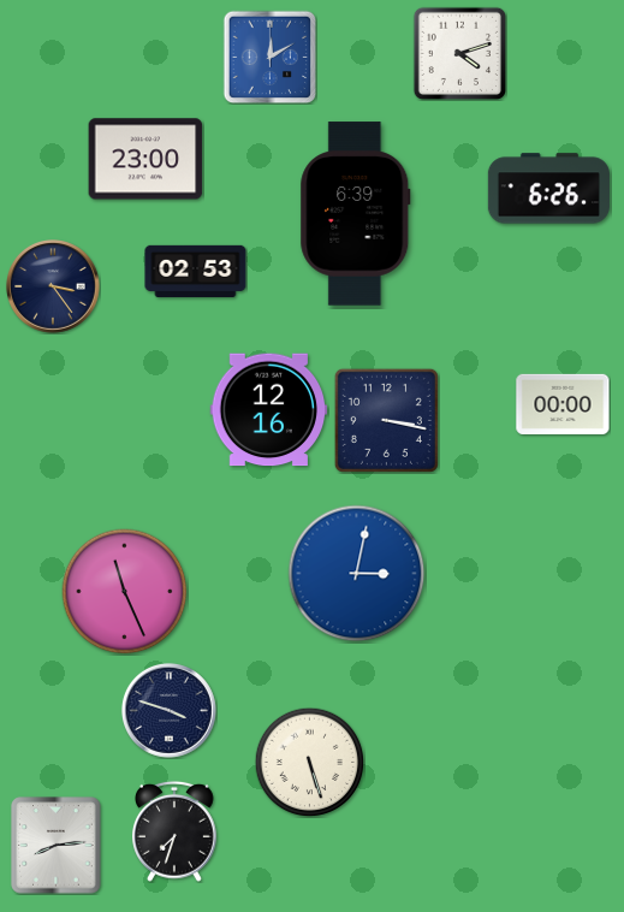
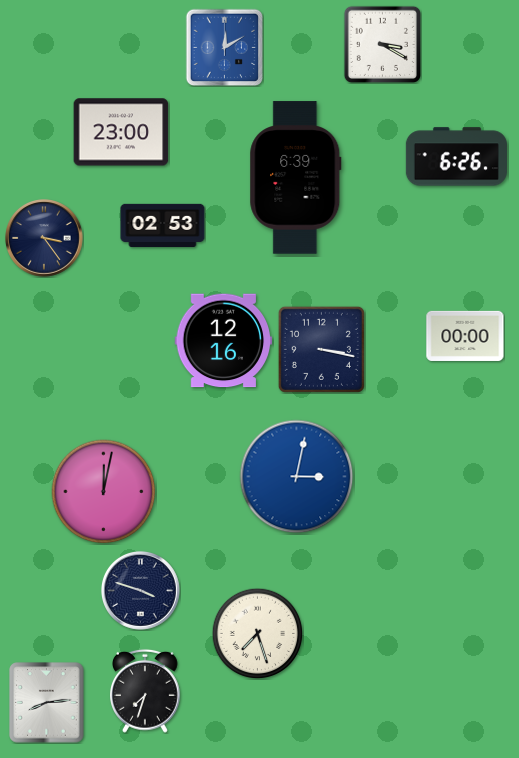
clock at (459, 53): 4:12 -> 3:20
clock at (563, 404) position: (563, 404) -> (465, 336)
clock at (125, 592): 11:26 -> 12:02
clock at (309, 762): 5:27 -> 7:27
